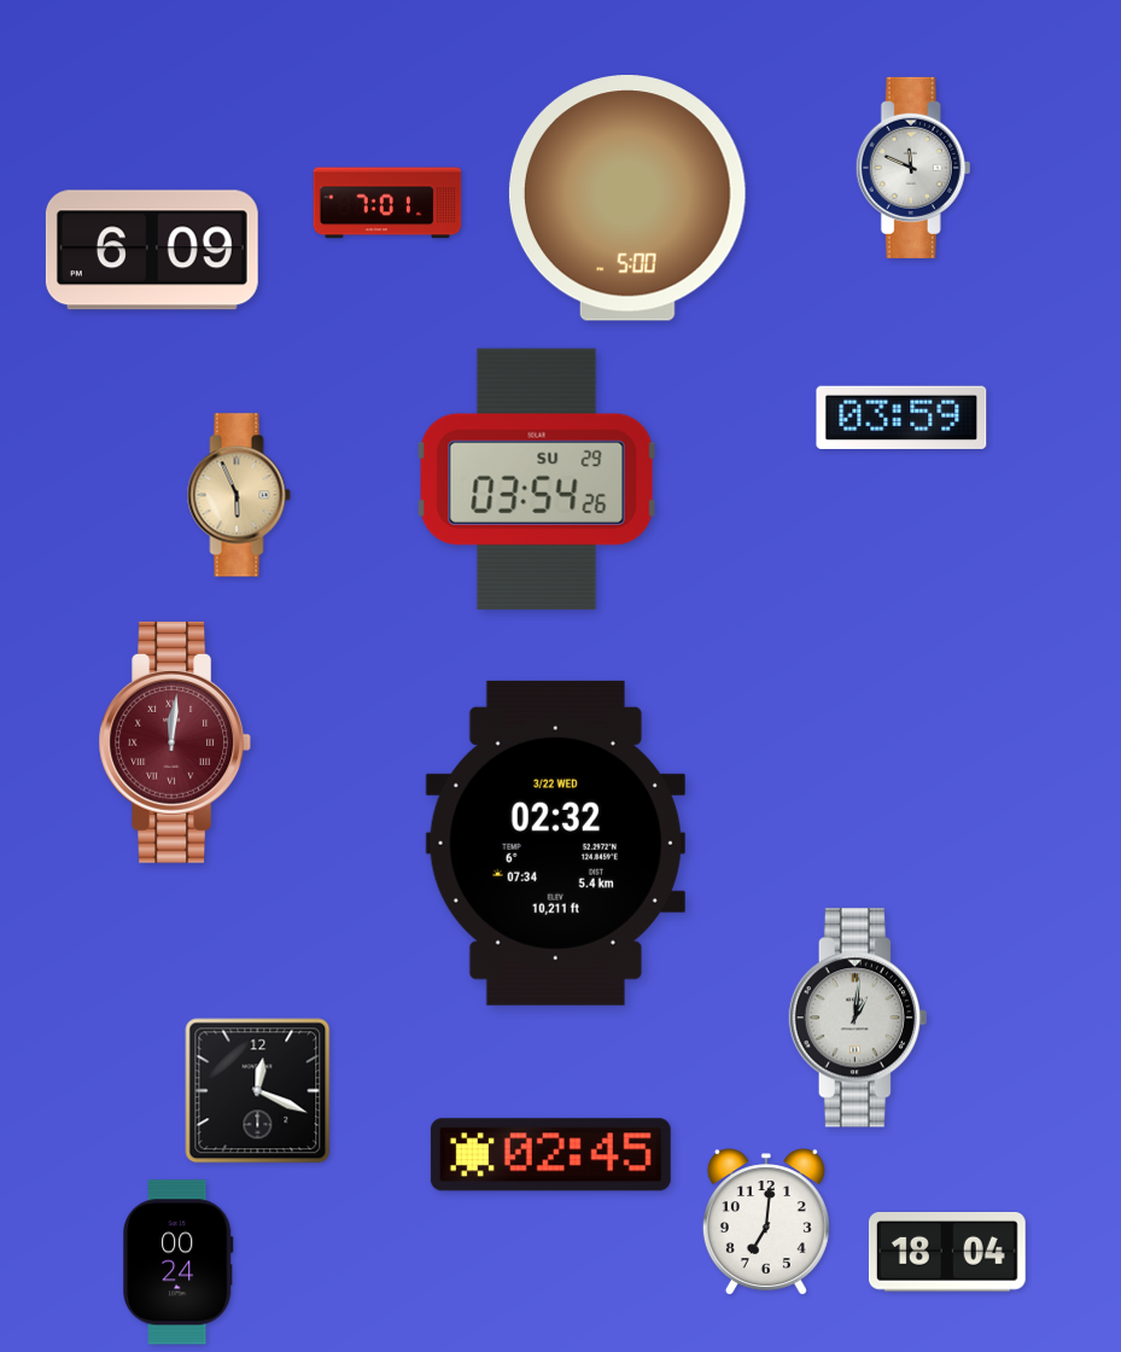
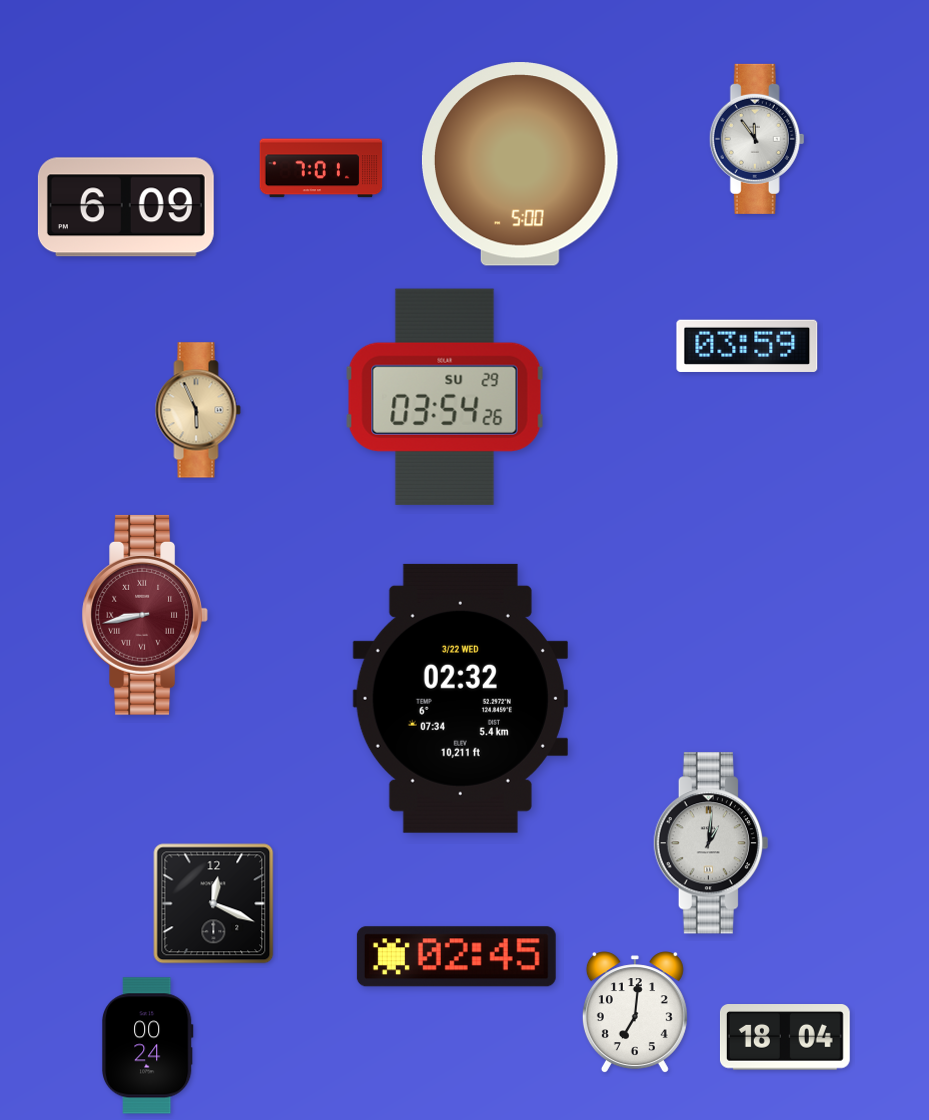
clock at (913, 168): 11:49 -> 11:54
clock at (175, 742): 12:01 -> 8:43
